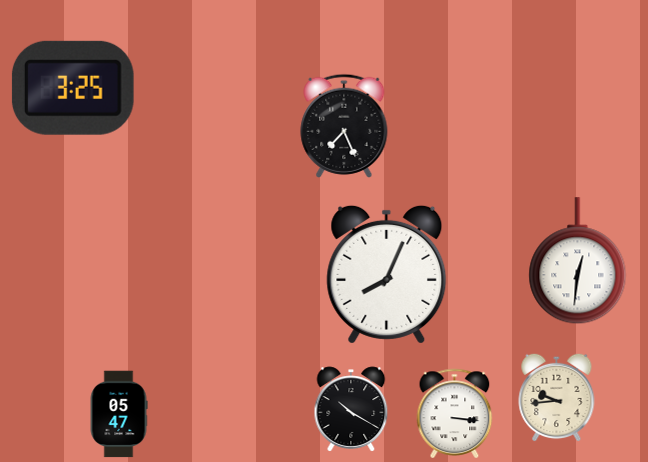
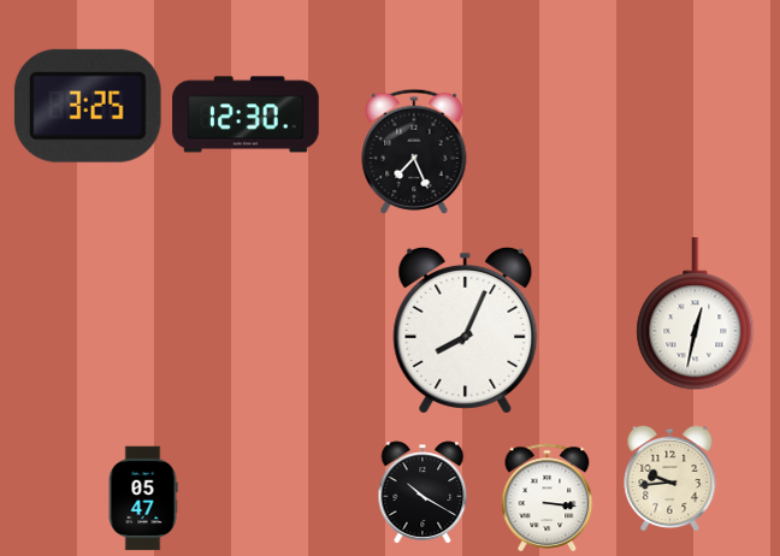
clock at (246, 114): none -> 12:30
clock at (578, 261): 12:31 -> 12:32
